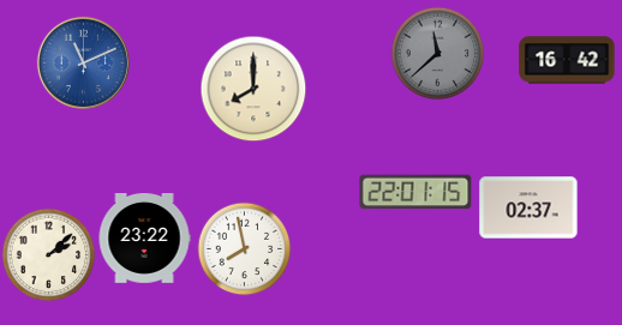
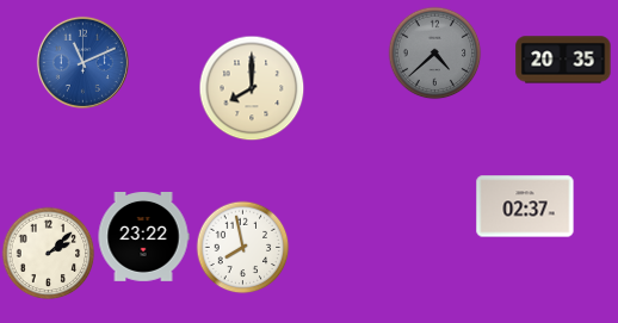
clock at (437, 53): 11:38 -> 4:38
clock at (567, 60): 16:42 -> 20:35
clock at (415, 192): 22:01 -> none
